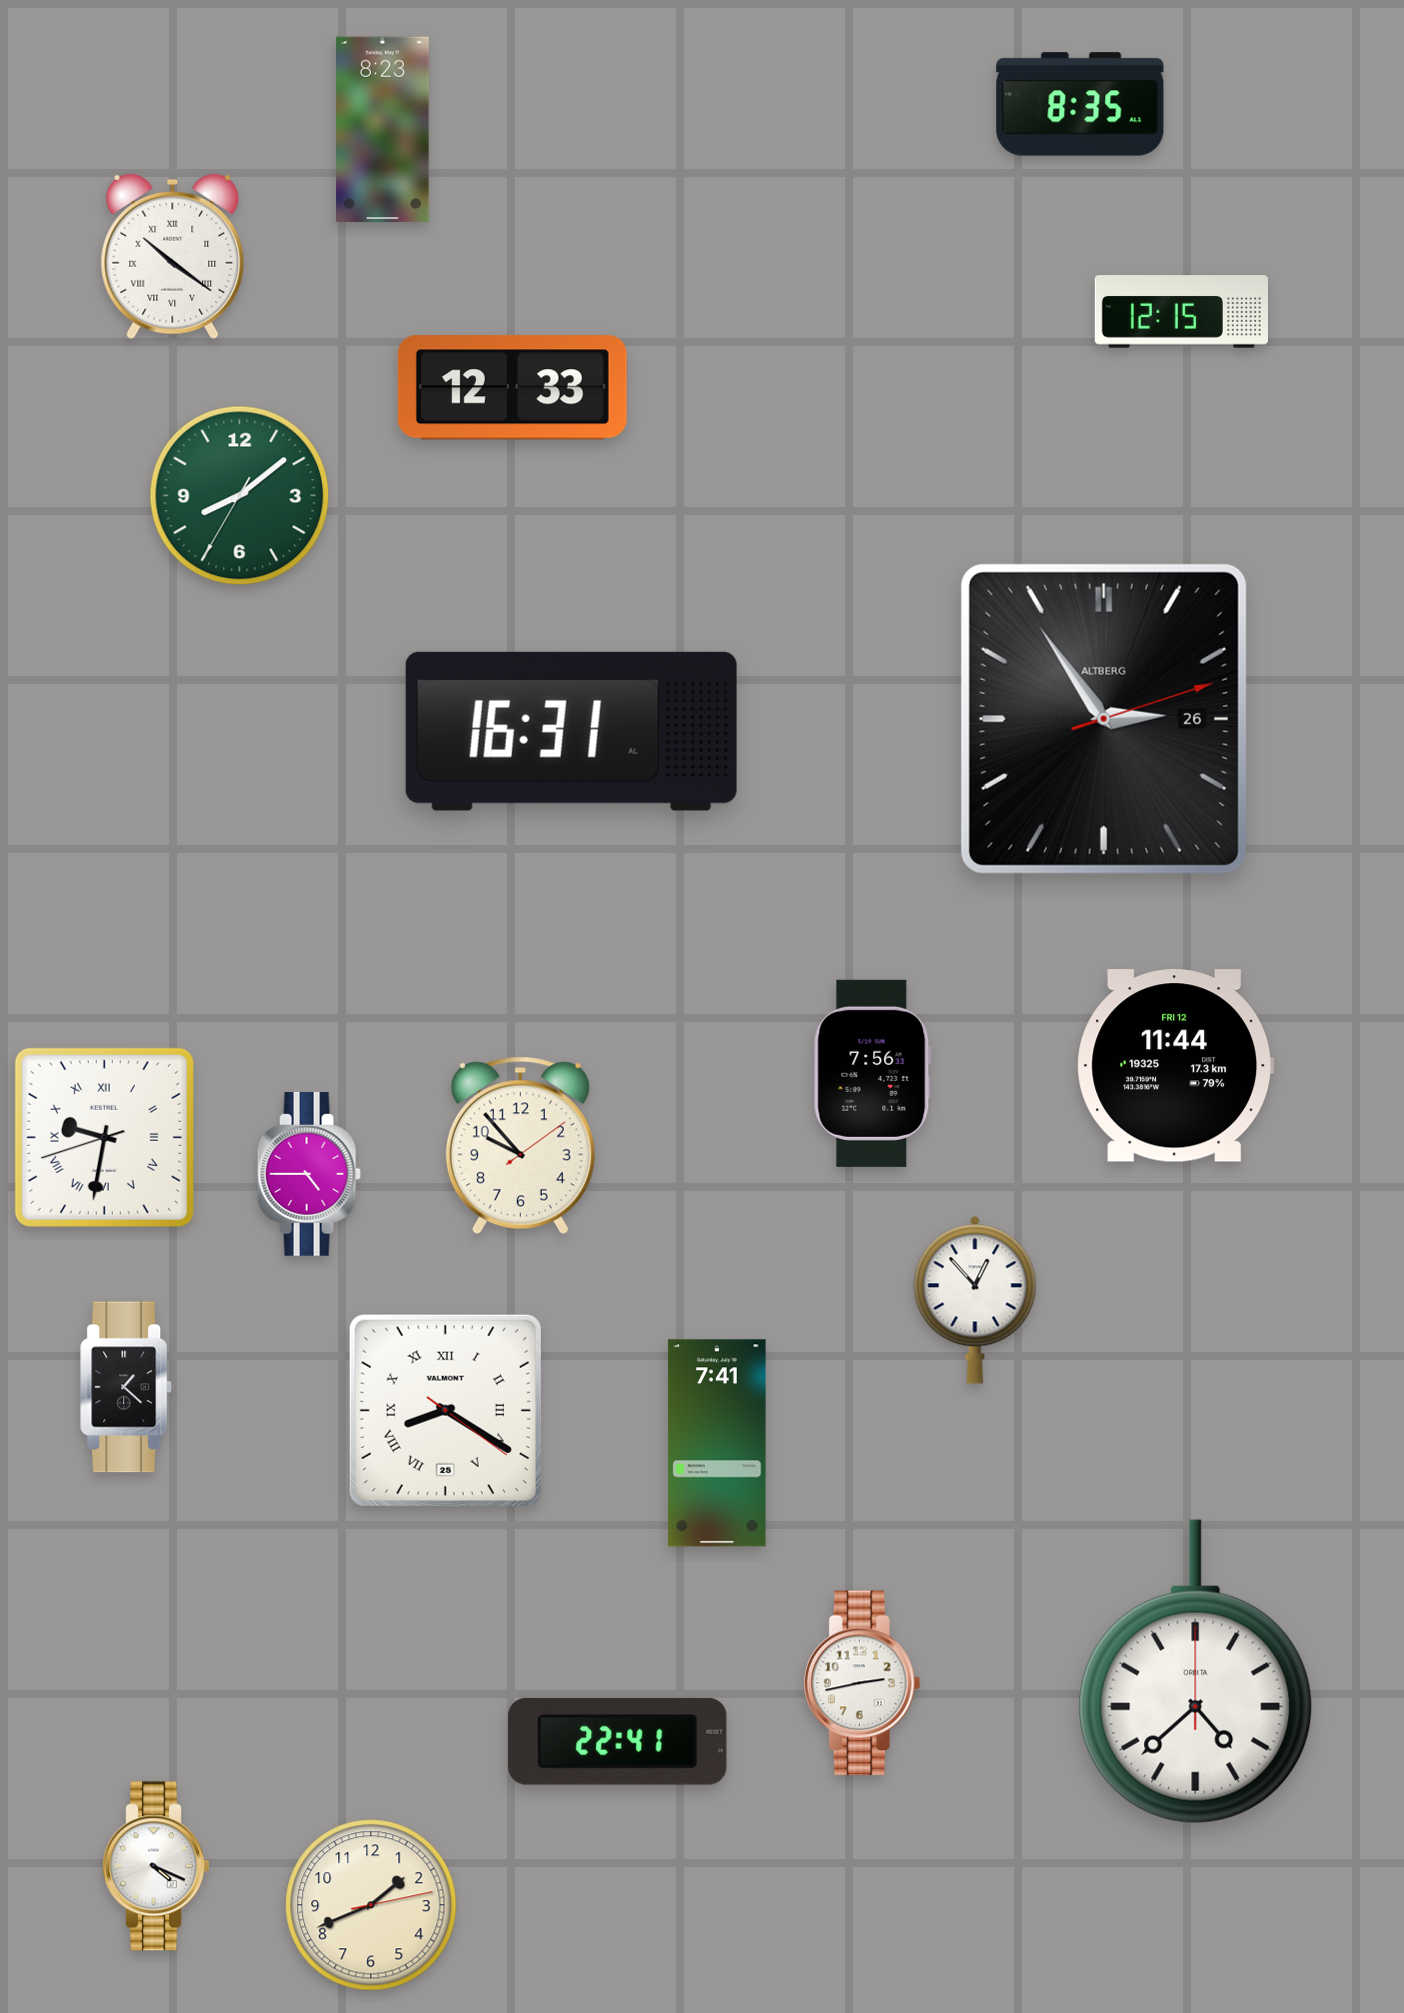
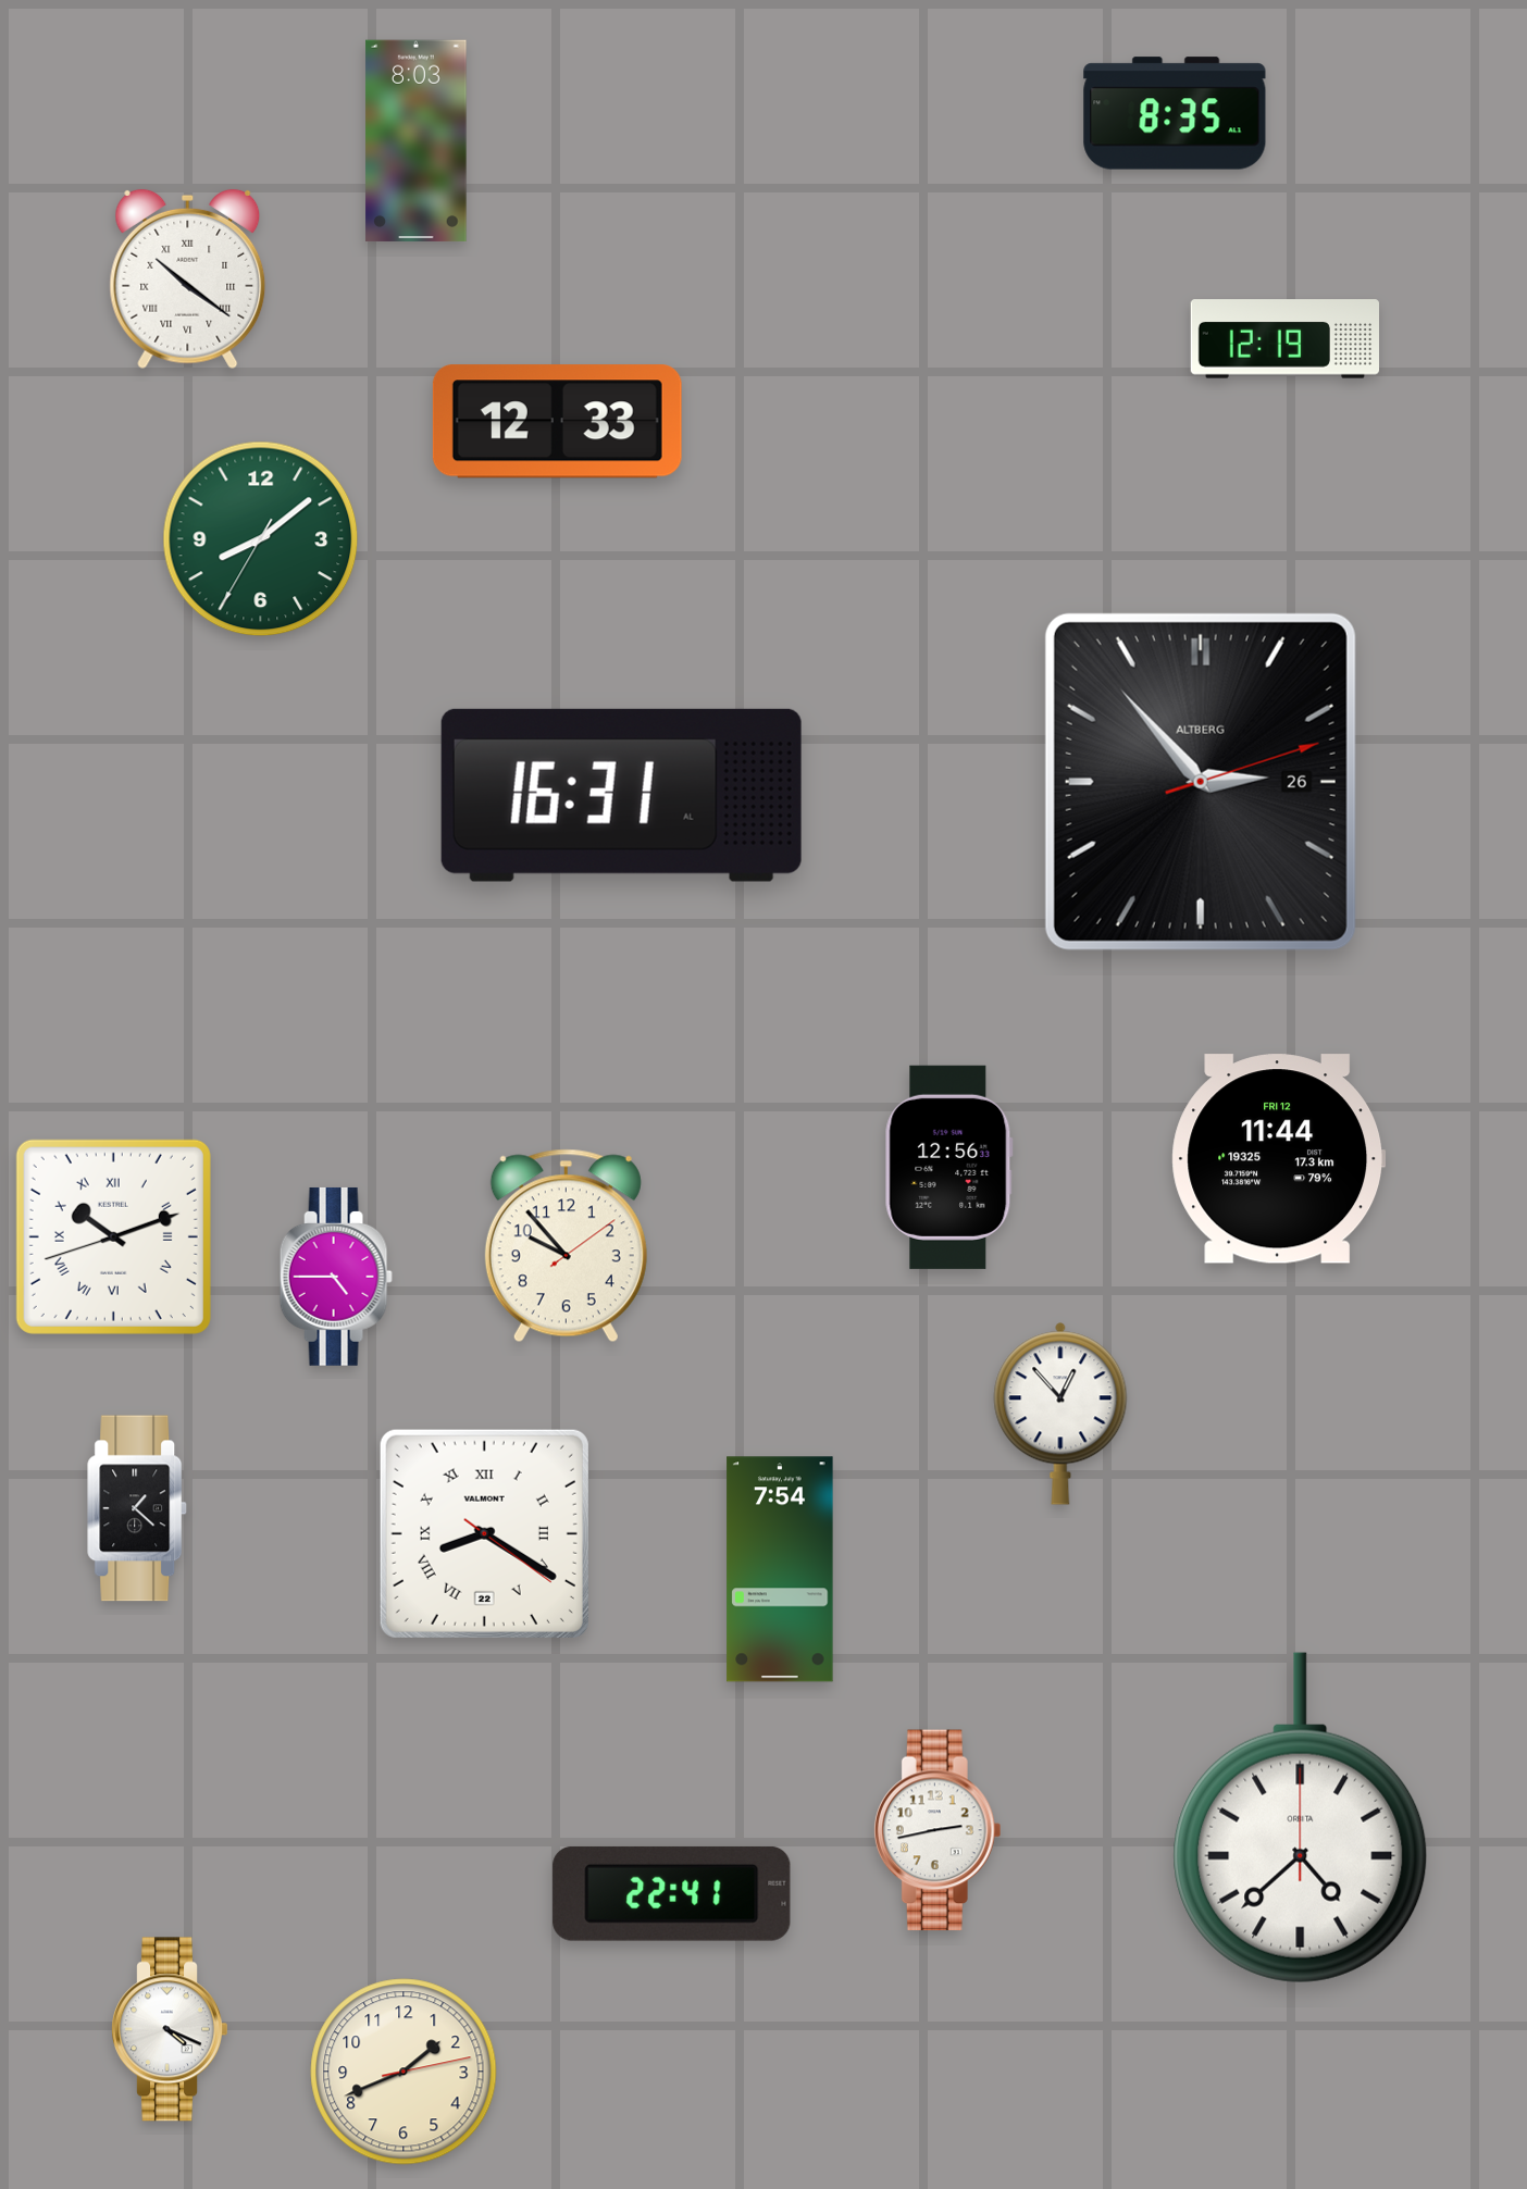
clock at (383, 130): 8:23 -> 8:03
clock at (1181, 312): 12:15 -> 12:19
clock at (1104, 719): 2:54 -> 2:53
clock at (872, 1073): 7:56 -> 12:56
clock at (104, 1137): 9:31 -> 10:11
clock at (445, 1410) date: 25 -> 22
clock at (717, 1443): 7:41 -> 7:54
